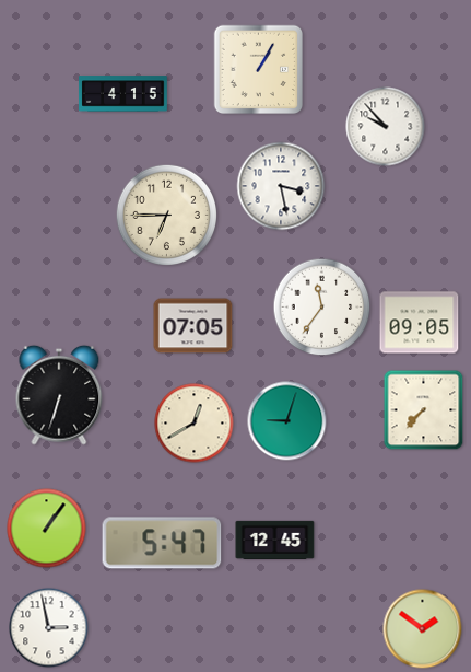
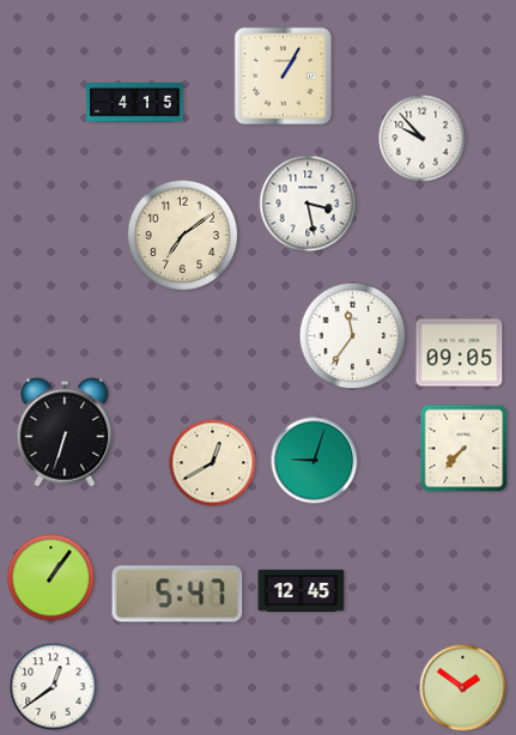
clock at (166, 215): 6:45 -> 7:09
clock at (193, 326): 07:05 -> none
clock at (49, 628): 2:58 -> 12:39
